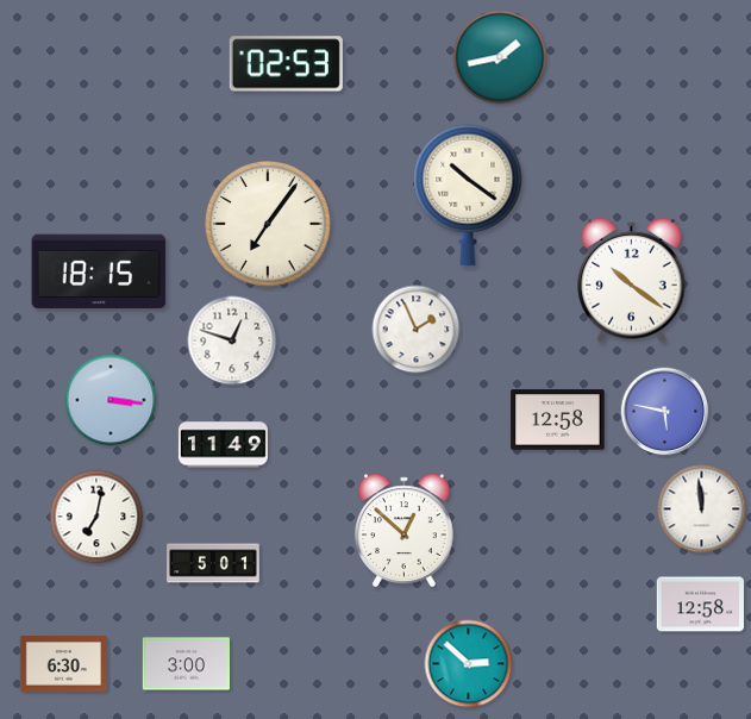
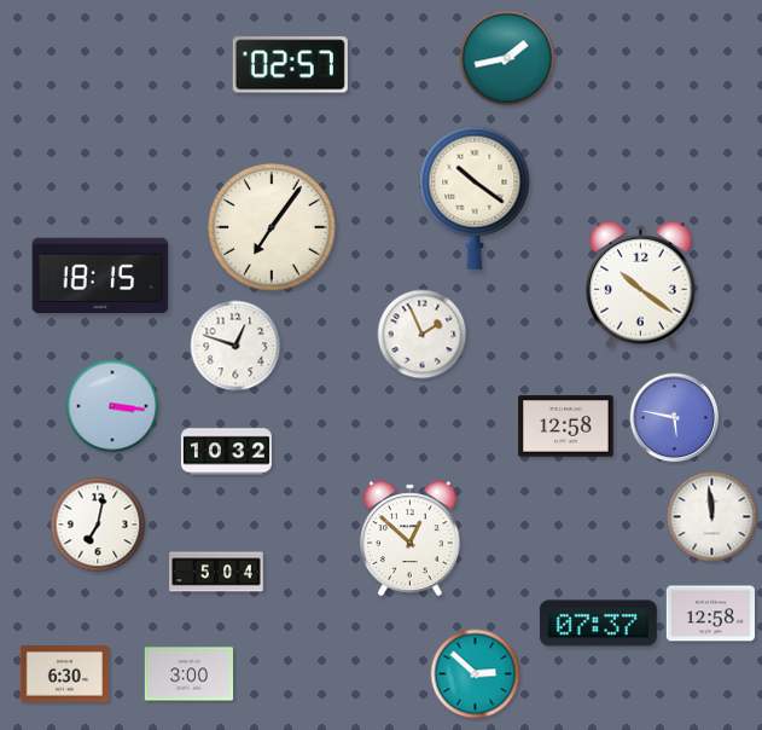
clock at (286, 64): 02:53 -> 02:57
clock at (223, 445): 11:49 -> 10:32
clock at (213, 563): 5:01 -> 5:04
clock at (598, 624): none -> 07:37
